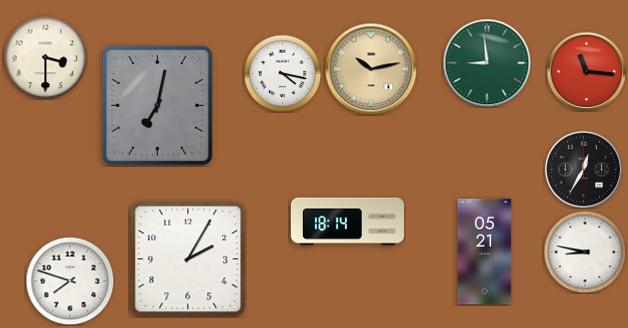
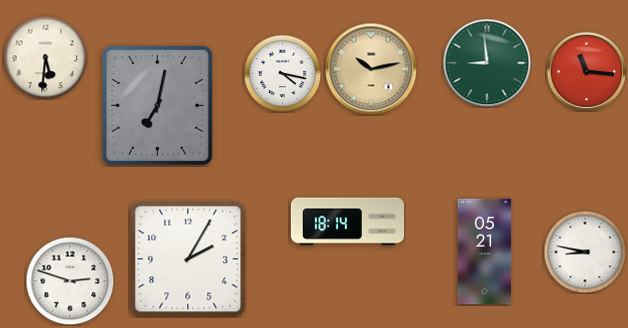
clock at (45, 57): 3:30 -> 5:31
clock at (583, 169): 12:35 -> none
clock at (70, 281): 7:48 -> 2:48
